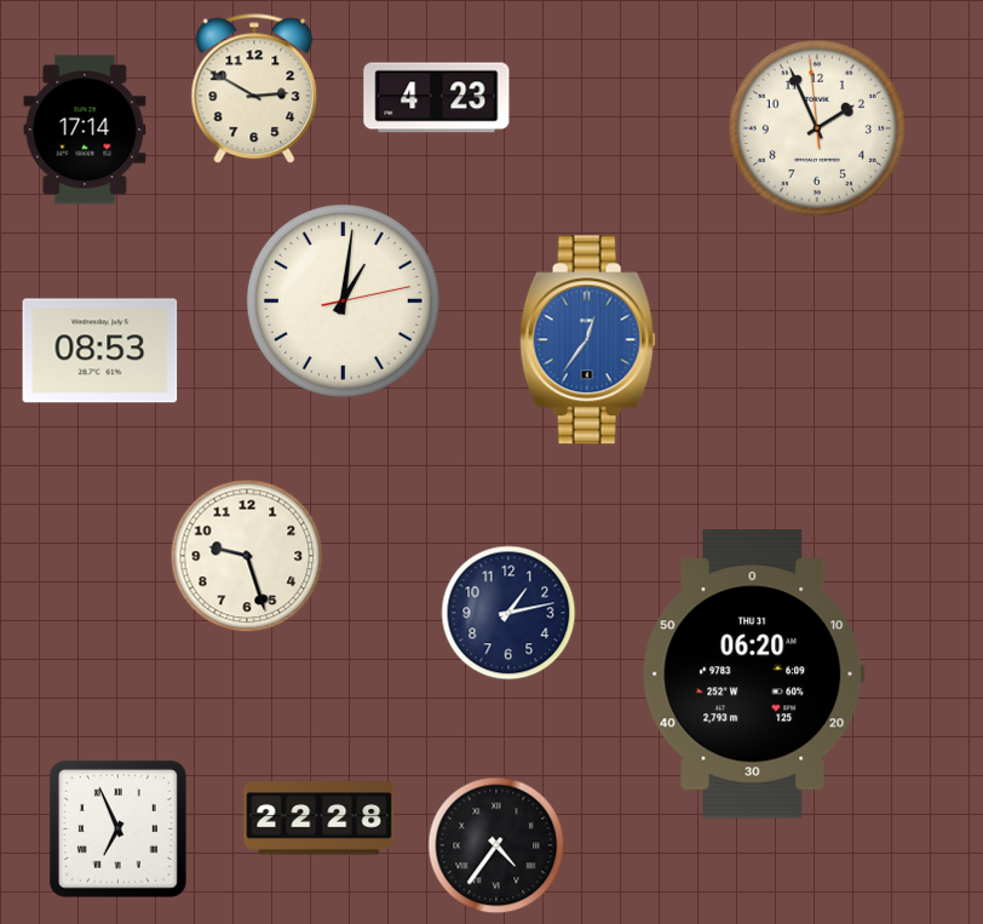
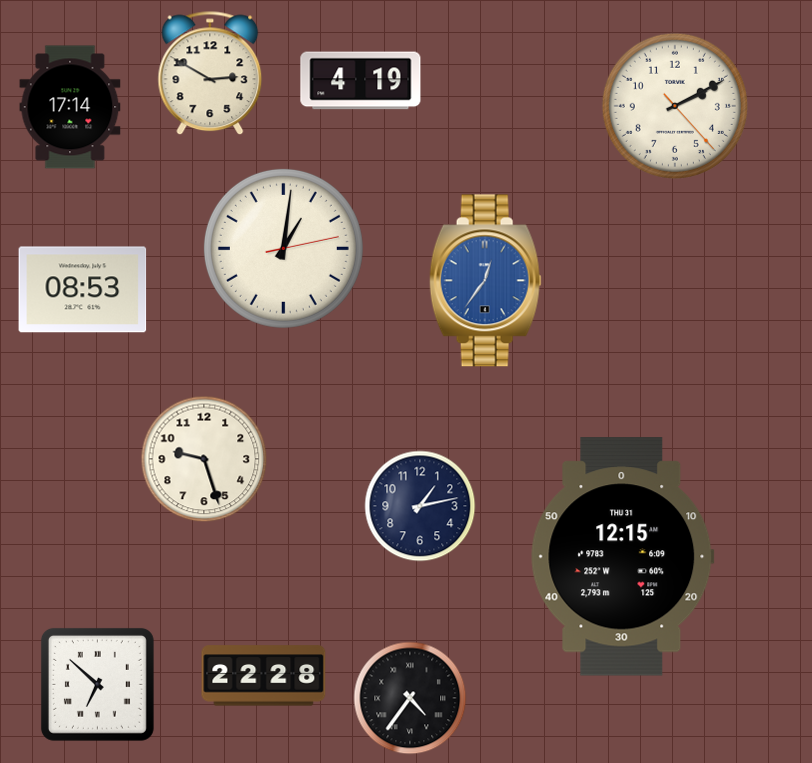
clock at (437, 98): 4:23 -> 4:19
clock at (817, 128): 1:55 -> 2:10
clock at (754, 675): 06:20 -> 12:15
clock at (117, 828): 6:56 -> 6:52
